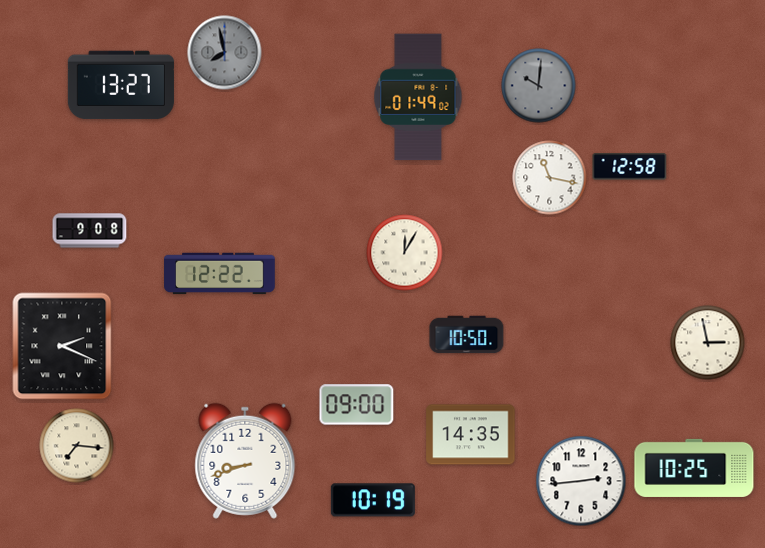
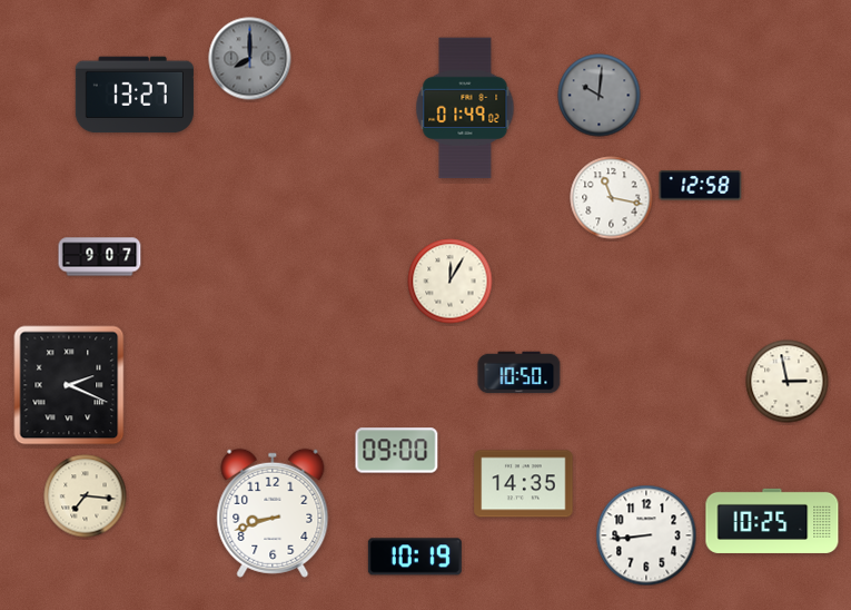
clock at (225, 53): 7:58 -> 8:00
clock at (90, 231): 9:08 -> 9:07
clock at (220, 274): 12:22 -> none
clock at (581, 481): 2:44 -> 8:44
